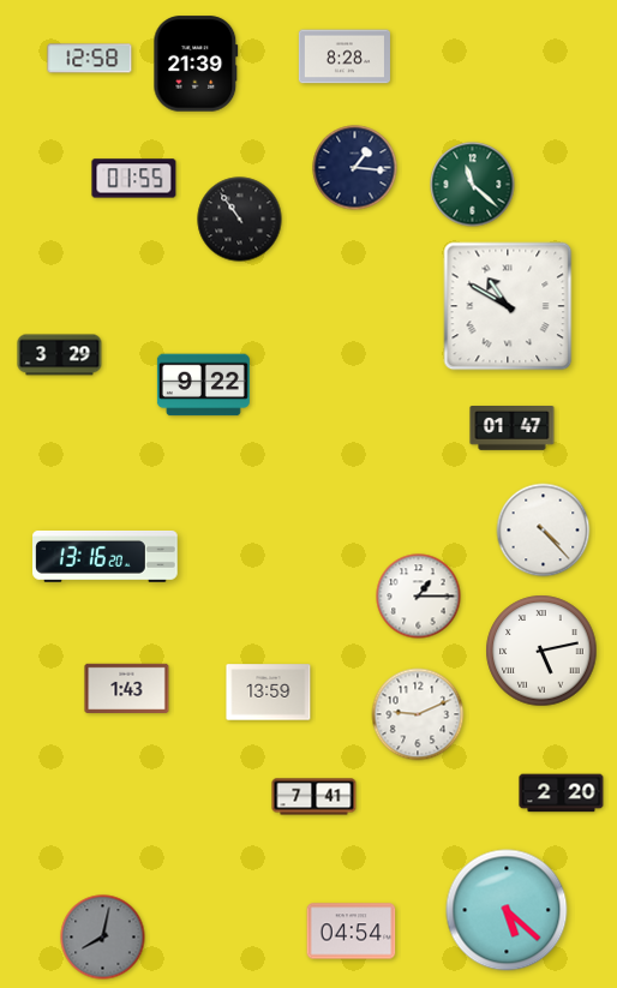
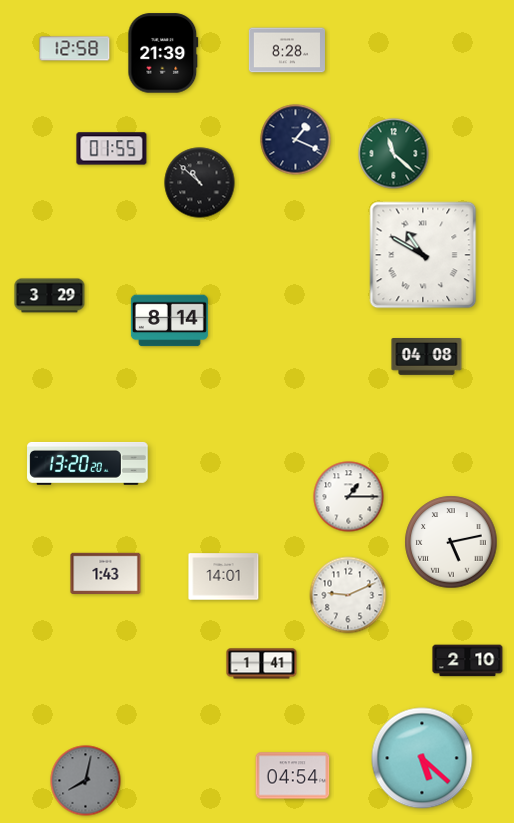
clock at (345, 56) position: (345, 56) -> (287, 50)
clock at (355, 168): 1:16 -> 1:19
clock at (240, 220): 10:54 -> 10:52
clock at (203, 385): 9:22 -> 8:14
clock at (513, 429): 01:47 -> 04:08
clock at (544, 531): 4:23 -> none
clock at (106, 556): 13:16 -> 13:20
clock at (269, 693): 13:59 -> 14:01
clock at (562, 794): 2:20 -> 2:10
clock at (315, 797): 7:41 -> 1:41
